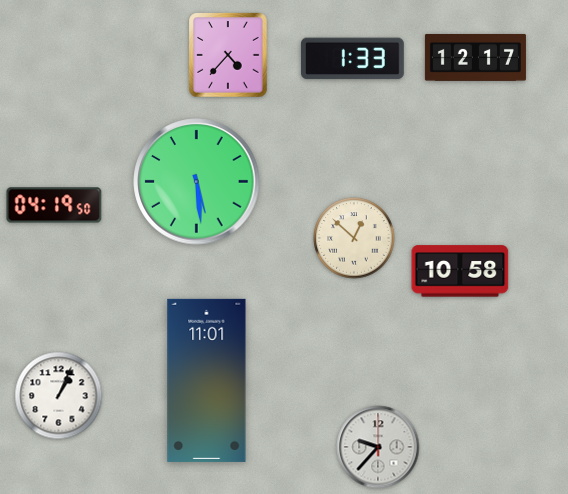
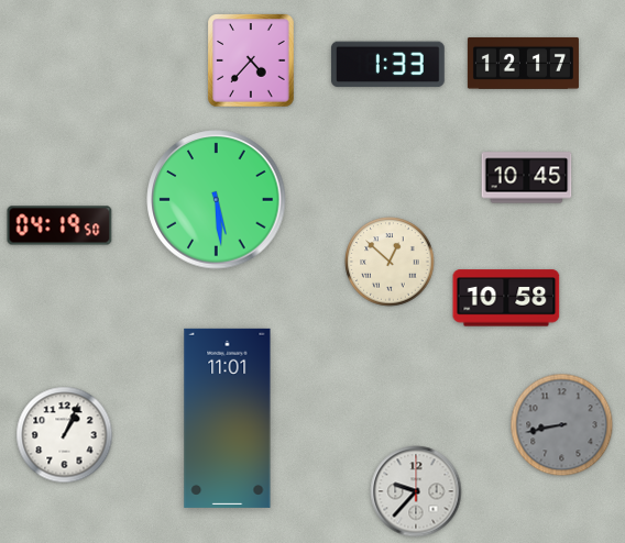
clock at (527, 178): none -> 10:45
clock at (562, 425): none -> 8:43
